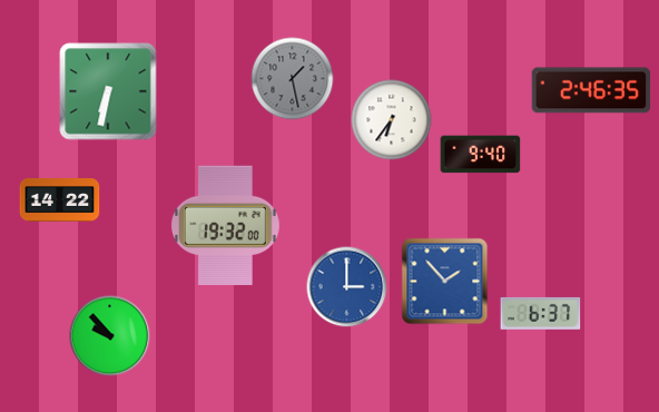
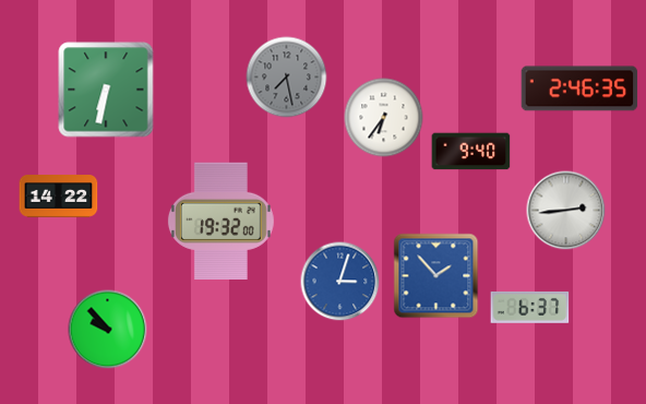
clock at (293, 79): 1:28 -> 7:28
clock at (566, 211): none -> 2:44
clock at (347, 287): 3:00 -> 3:03
